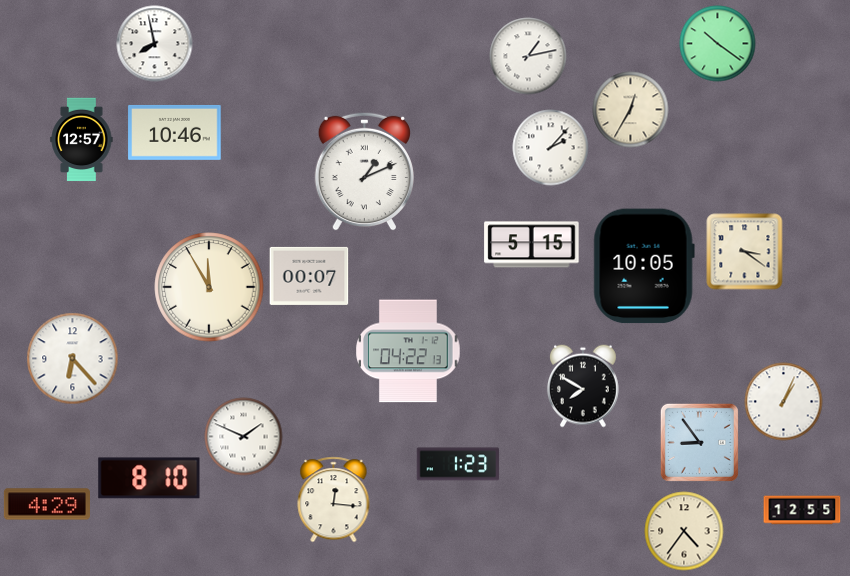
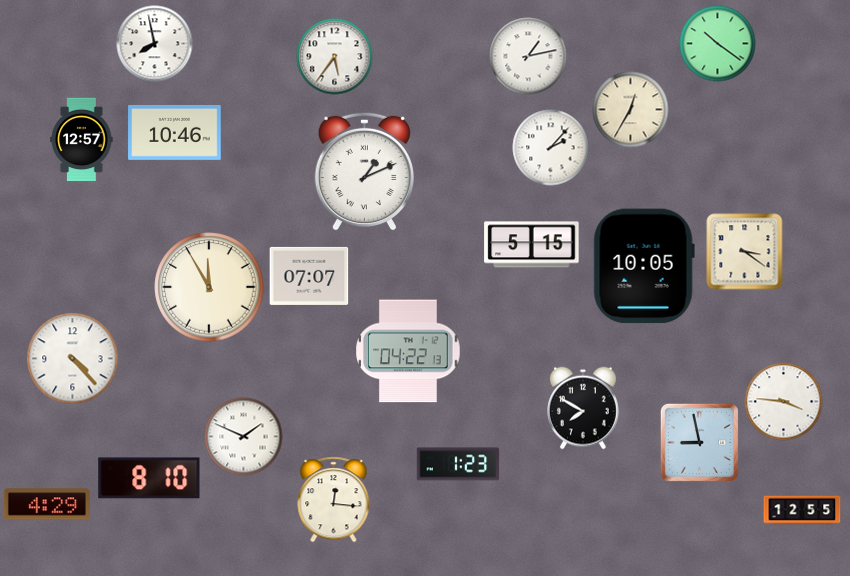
clock at (335, 57): none -> 5:36
clock at (309, 276): 00:07 -> 07:07
clock at (73, 359): 6:23 -> 4:23
clock at (583, 386) position: (583, 386) -> (583, 408)
clock at (784, 402): 1:04 -> 3:46
clock at (699, 442): 8:54 -> 8:58
clock at (684, 531): 4:36 -> none
